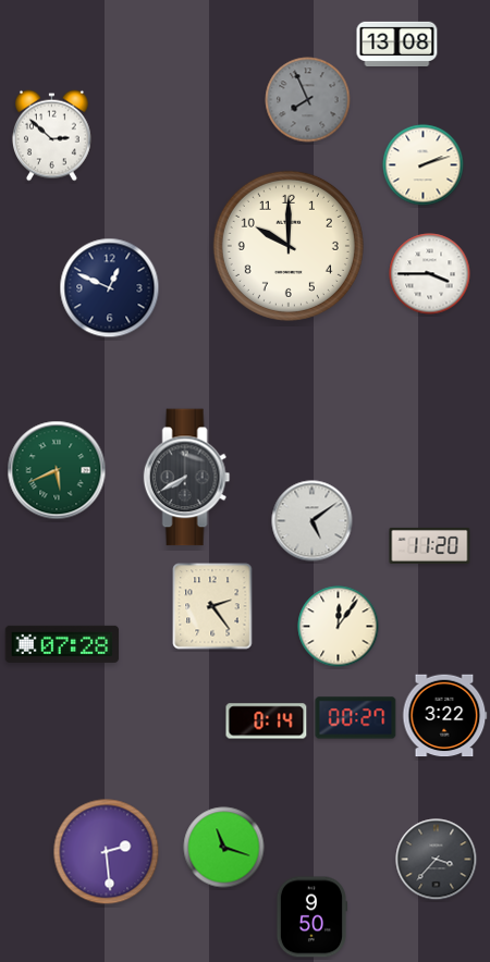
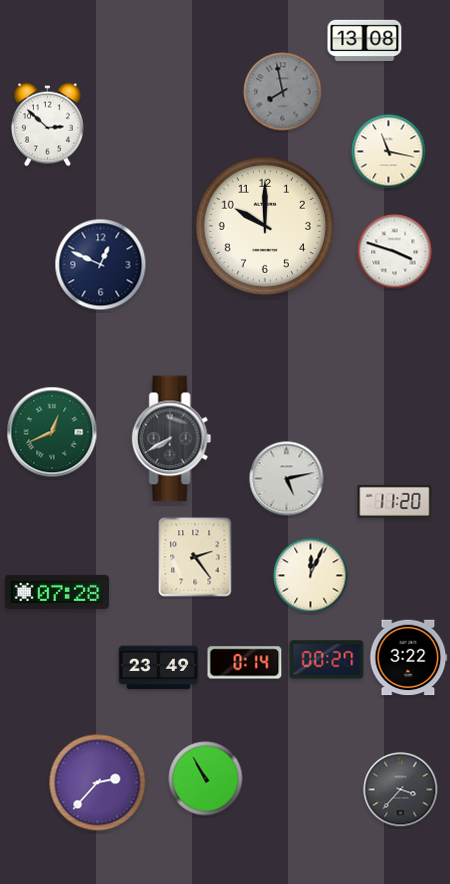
clock at (308, 100): 7:56 -> 7:58
clock at (424, 165): 2:12 -> 11:17
clock at (430, 274): 3:45 -> 3:48
clock at (57, 470): 5:41 -> 12:41
clock at (313, 521): 5:09 -> 5:13
clock at (339, 627): 12:06 -> 12:04
clock at (159, 668): none -> 23:49
clock at (224, 848): 11:18 -> 10:55
clock at (107, 852): 2:29 -> 2:37
clock at (310, 917): 9:50 -> none
